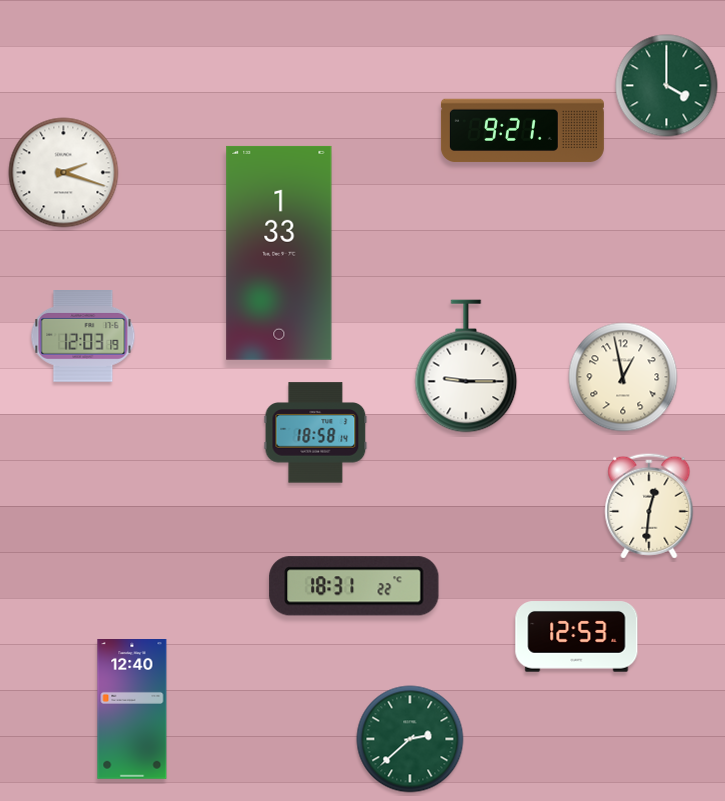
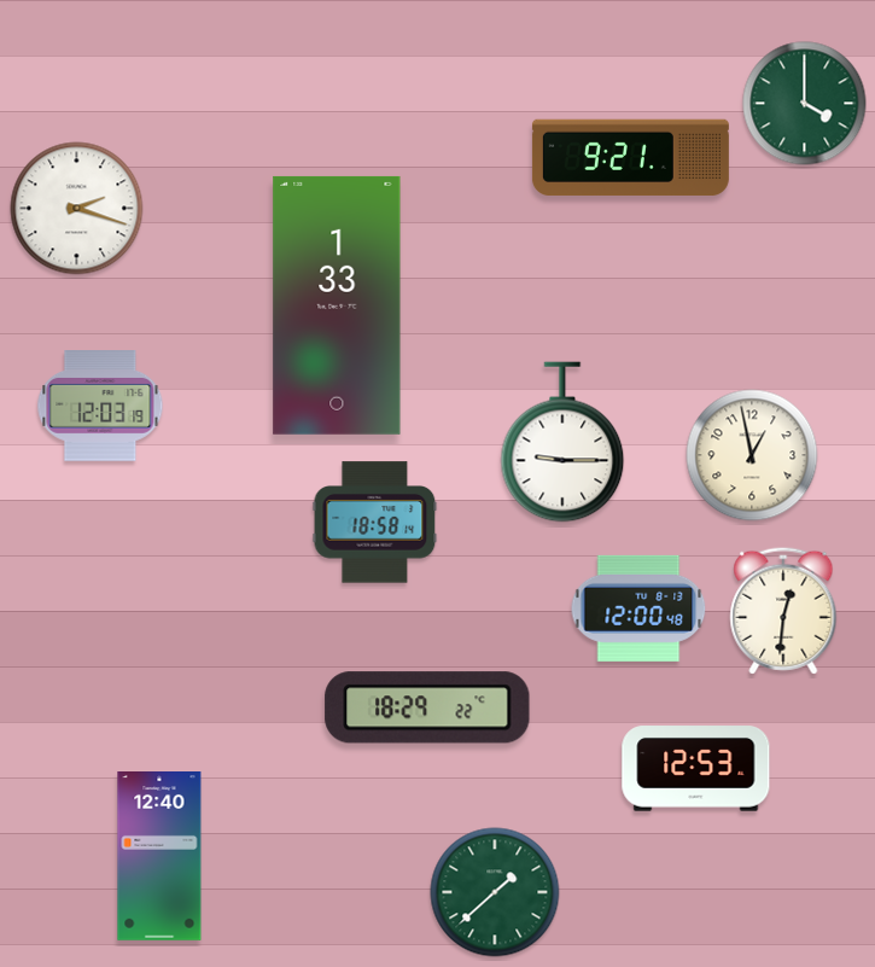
clock at (316, 433) position: (316, 433) -> (375, 523)
clock at (638, 608): none -> 12:00
clock at (354, 586): 18:31 -> 18:29
clock at (410, 739): 2:38 -> 1:38
